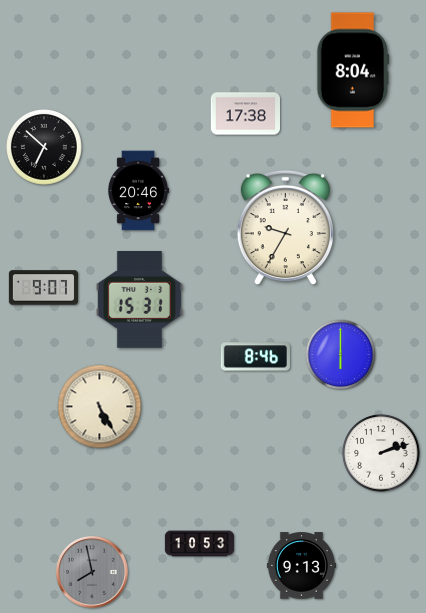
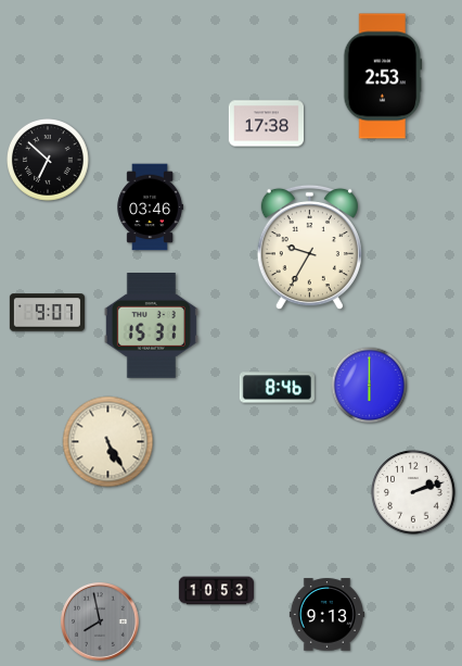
clock at (353, 70): 8:04 -> 2:53
clock at (138, 191): 20:46 -> 03:46
